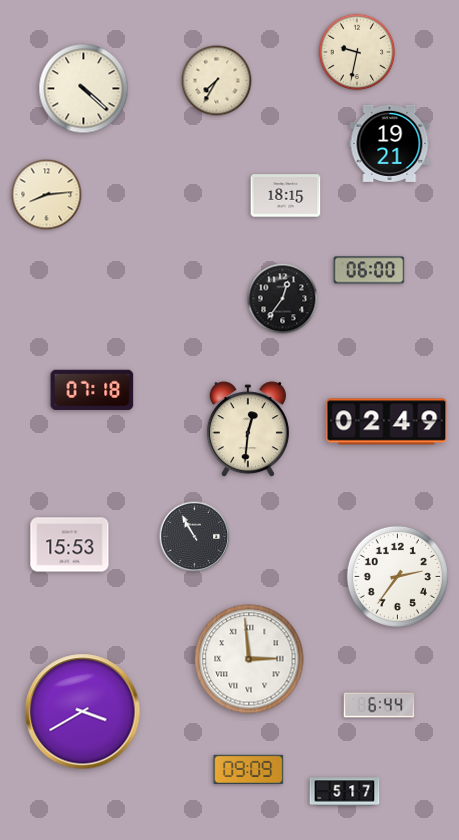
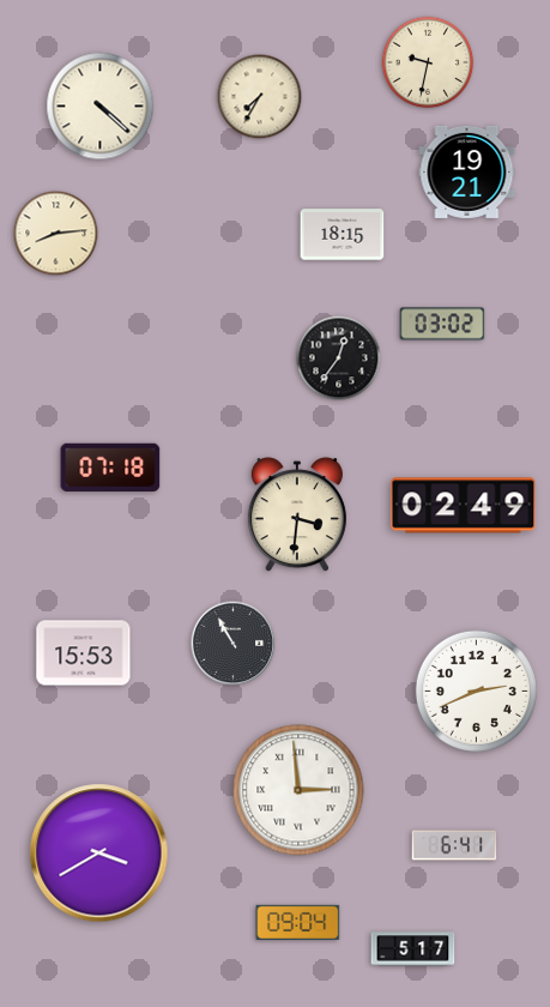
clock at (369, 270): 06:00 -> 03:02
clock at (248, 430): 12:31 -> 3:31
clock at (397, 576): 2:36 -> 2:41
clock at (379, 705): 6:44 -> 6:41
clock at (249, 769): 09:09 -> 09:04
